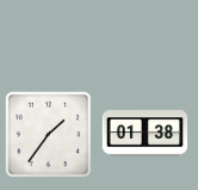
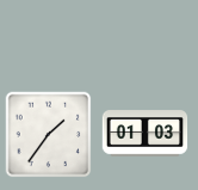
clock at (146, 134): 01:38 -> 01:03
